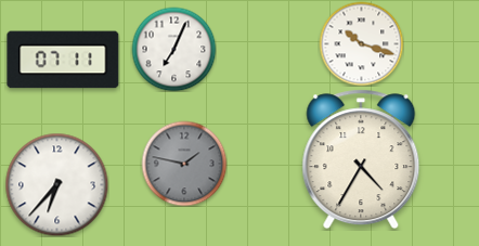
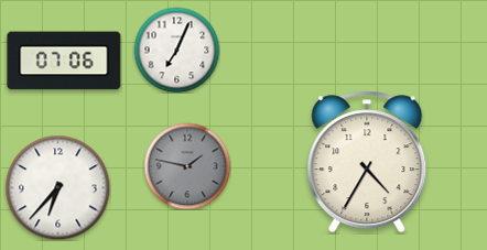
clock at (361, 43): 10:18 -> none
clock at (63, 60): 07:11 -> 07:06
